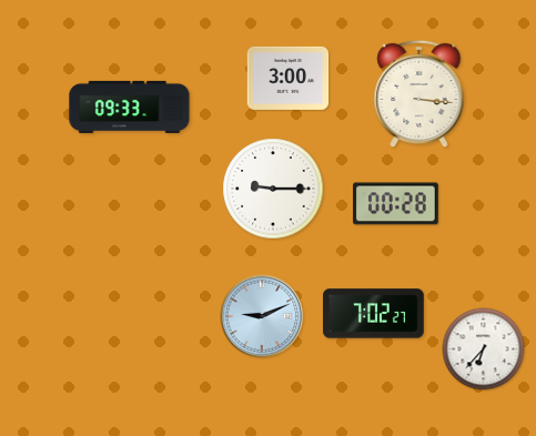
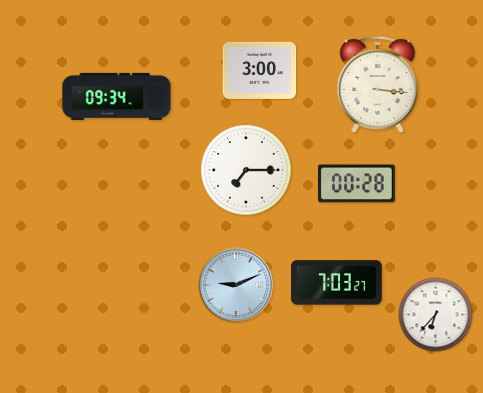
clock at (130, 107): 09:33 -> 09:34
clock at (273, 189): 9:15 -> 7:15
clock at (374, 314): 7:02 -> 7:03
